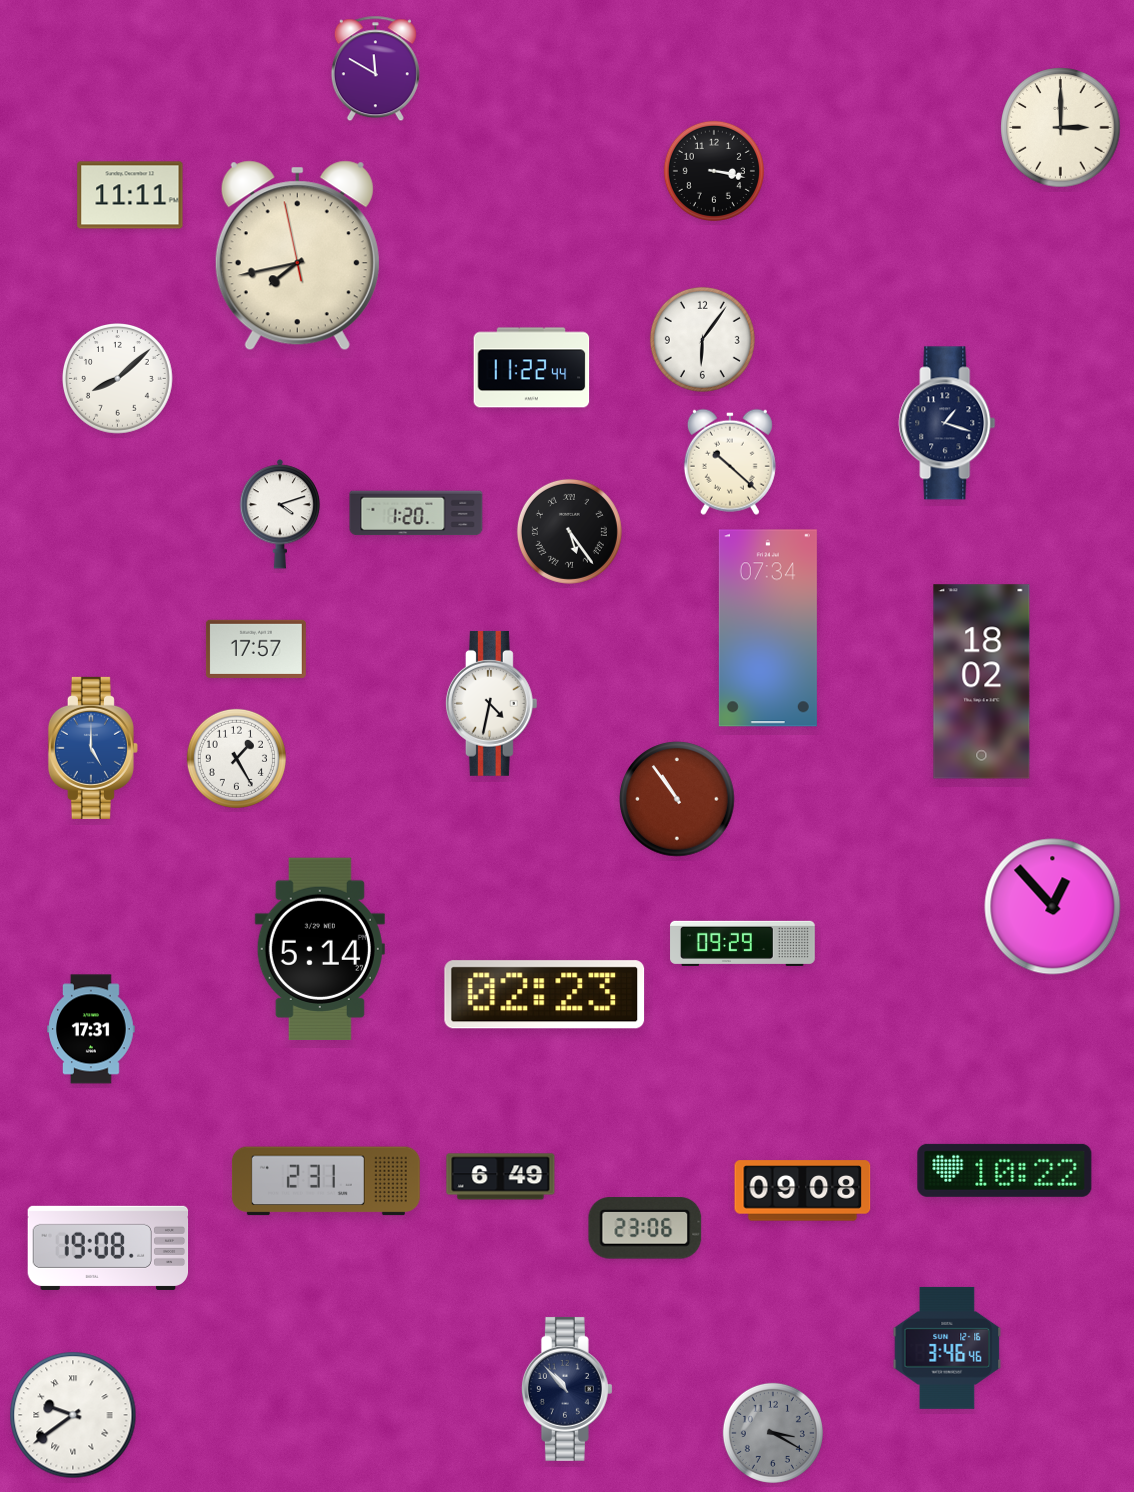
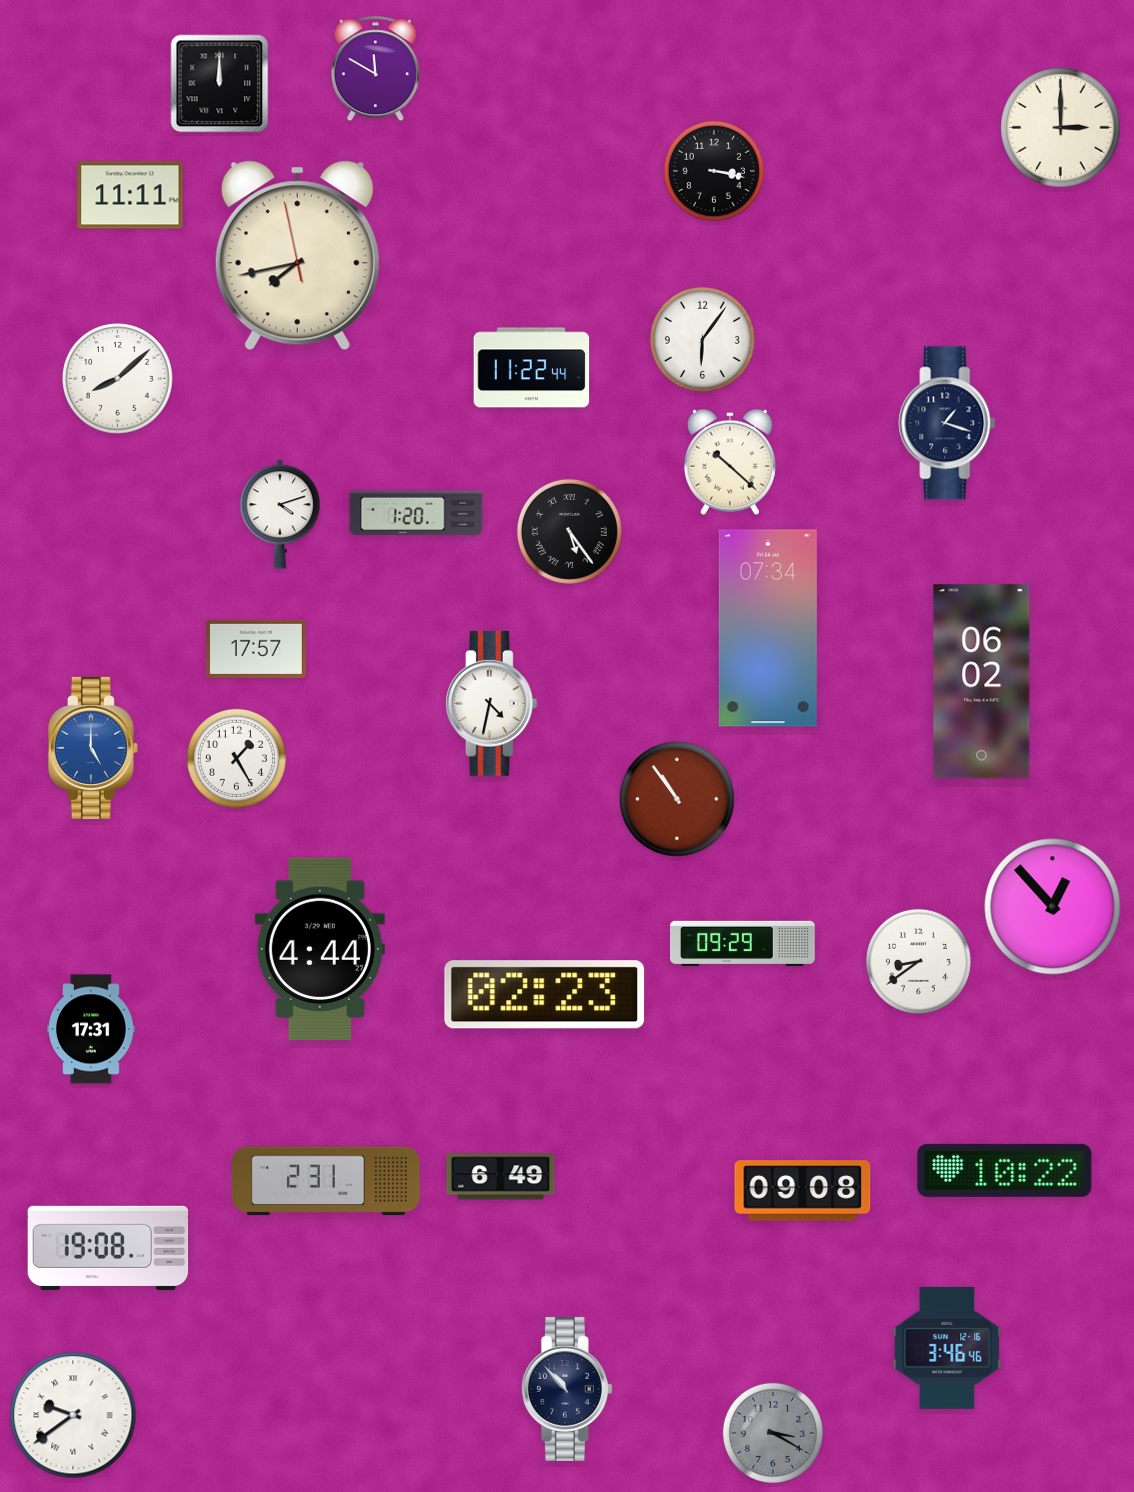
clock at (220, 84): none -> 12:00
clock at (982, 682): 18:02 -> 06:02
clock at (320, 949): 5:14 -> 4:44
clock at (918, 961): none -> 8:39
clock at (645, 1228): 23:06 -> none
